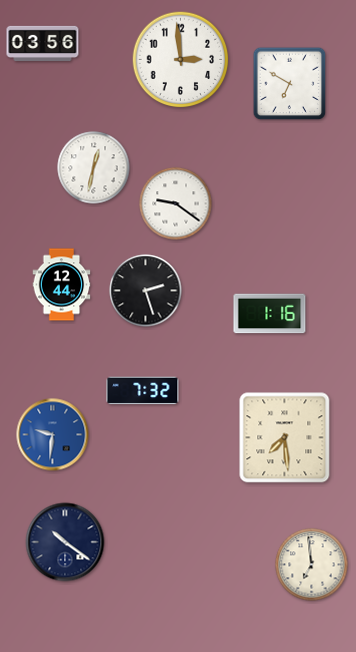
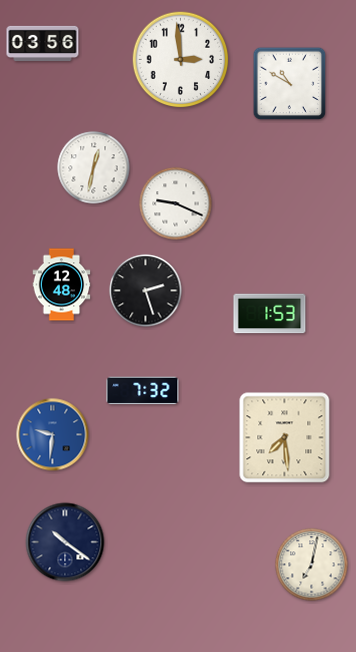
clock at (290, 84): 6:50 -> 10:50
clock at (176, 204): 9:21 -> 9:19
clock at (62, 285): 12:44 -> 12:48
clock at (270, 314): 1:16 -> 1:53
clock at (312, 565): 6:59 -> 7:02
